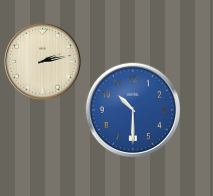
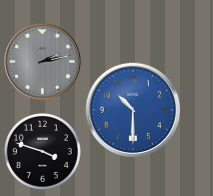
clock at (43, 62) dial: cream -> grey
clock at (42, 151): none -> 3:48
